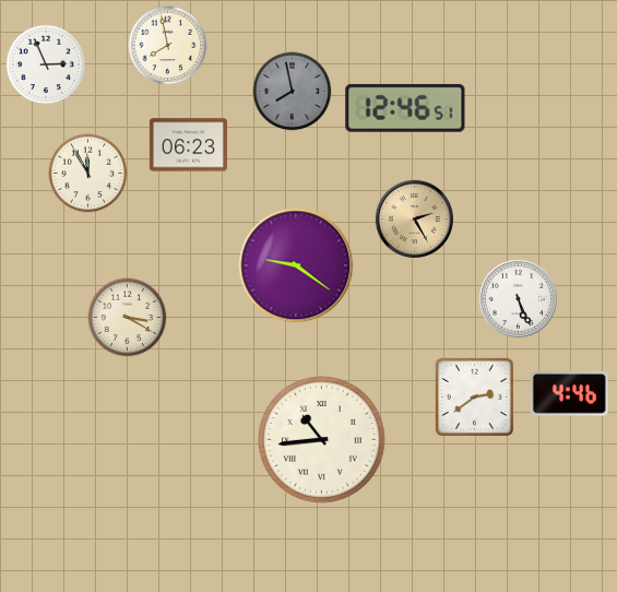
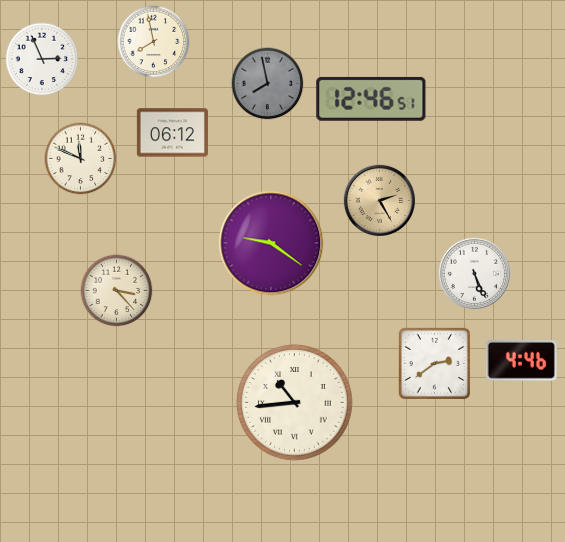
clock at (188, 145): 06:23 -> 06:12
clock at (88, 174): 11:55 -> 11:49
clock at (128, 318): 3:20 -> 3:23
